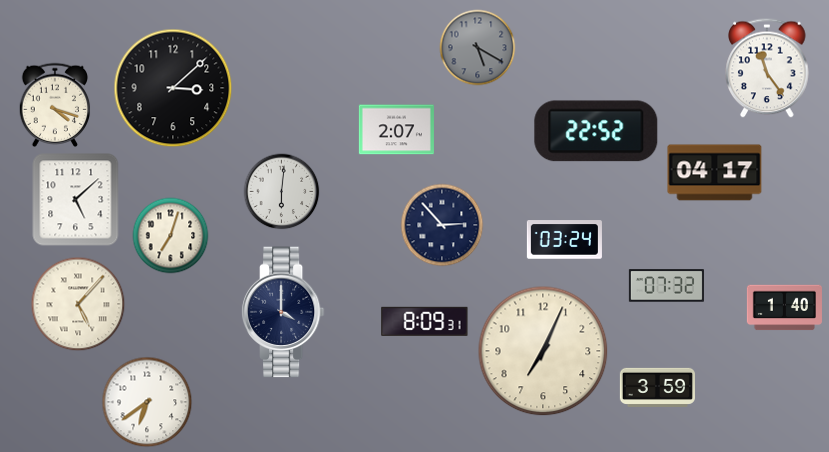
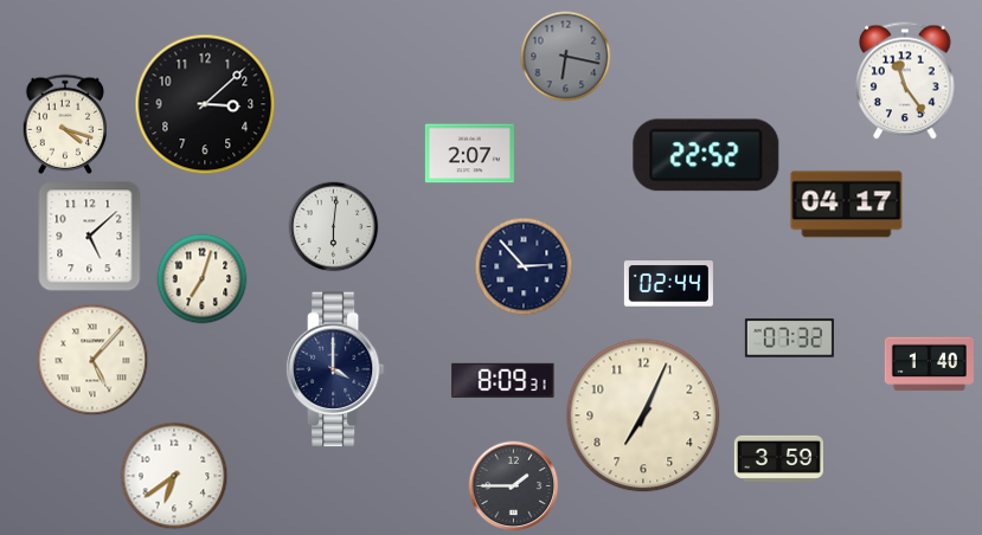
clock at (478, 48): 5:20 -> 6:17
clock at (767, 68) position: (767, 68) -> (905, 80)
clock at (564, 240): 03:24 -> 02:44
clock at (514, 486): none -> 1:45
